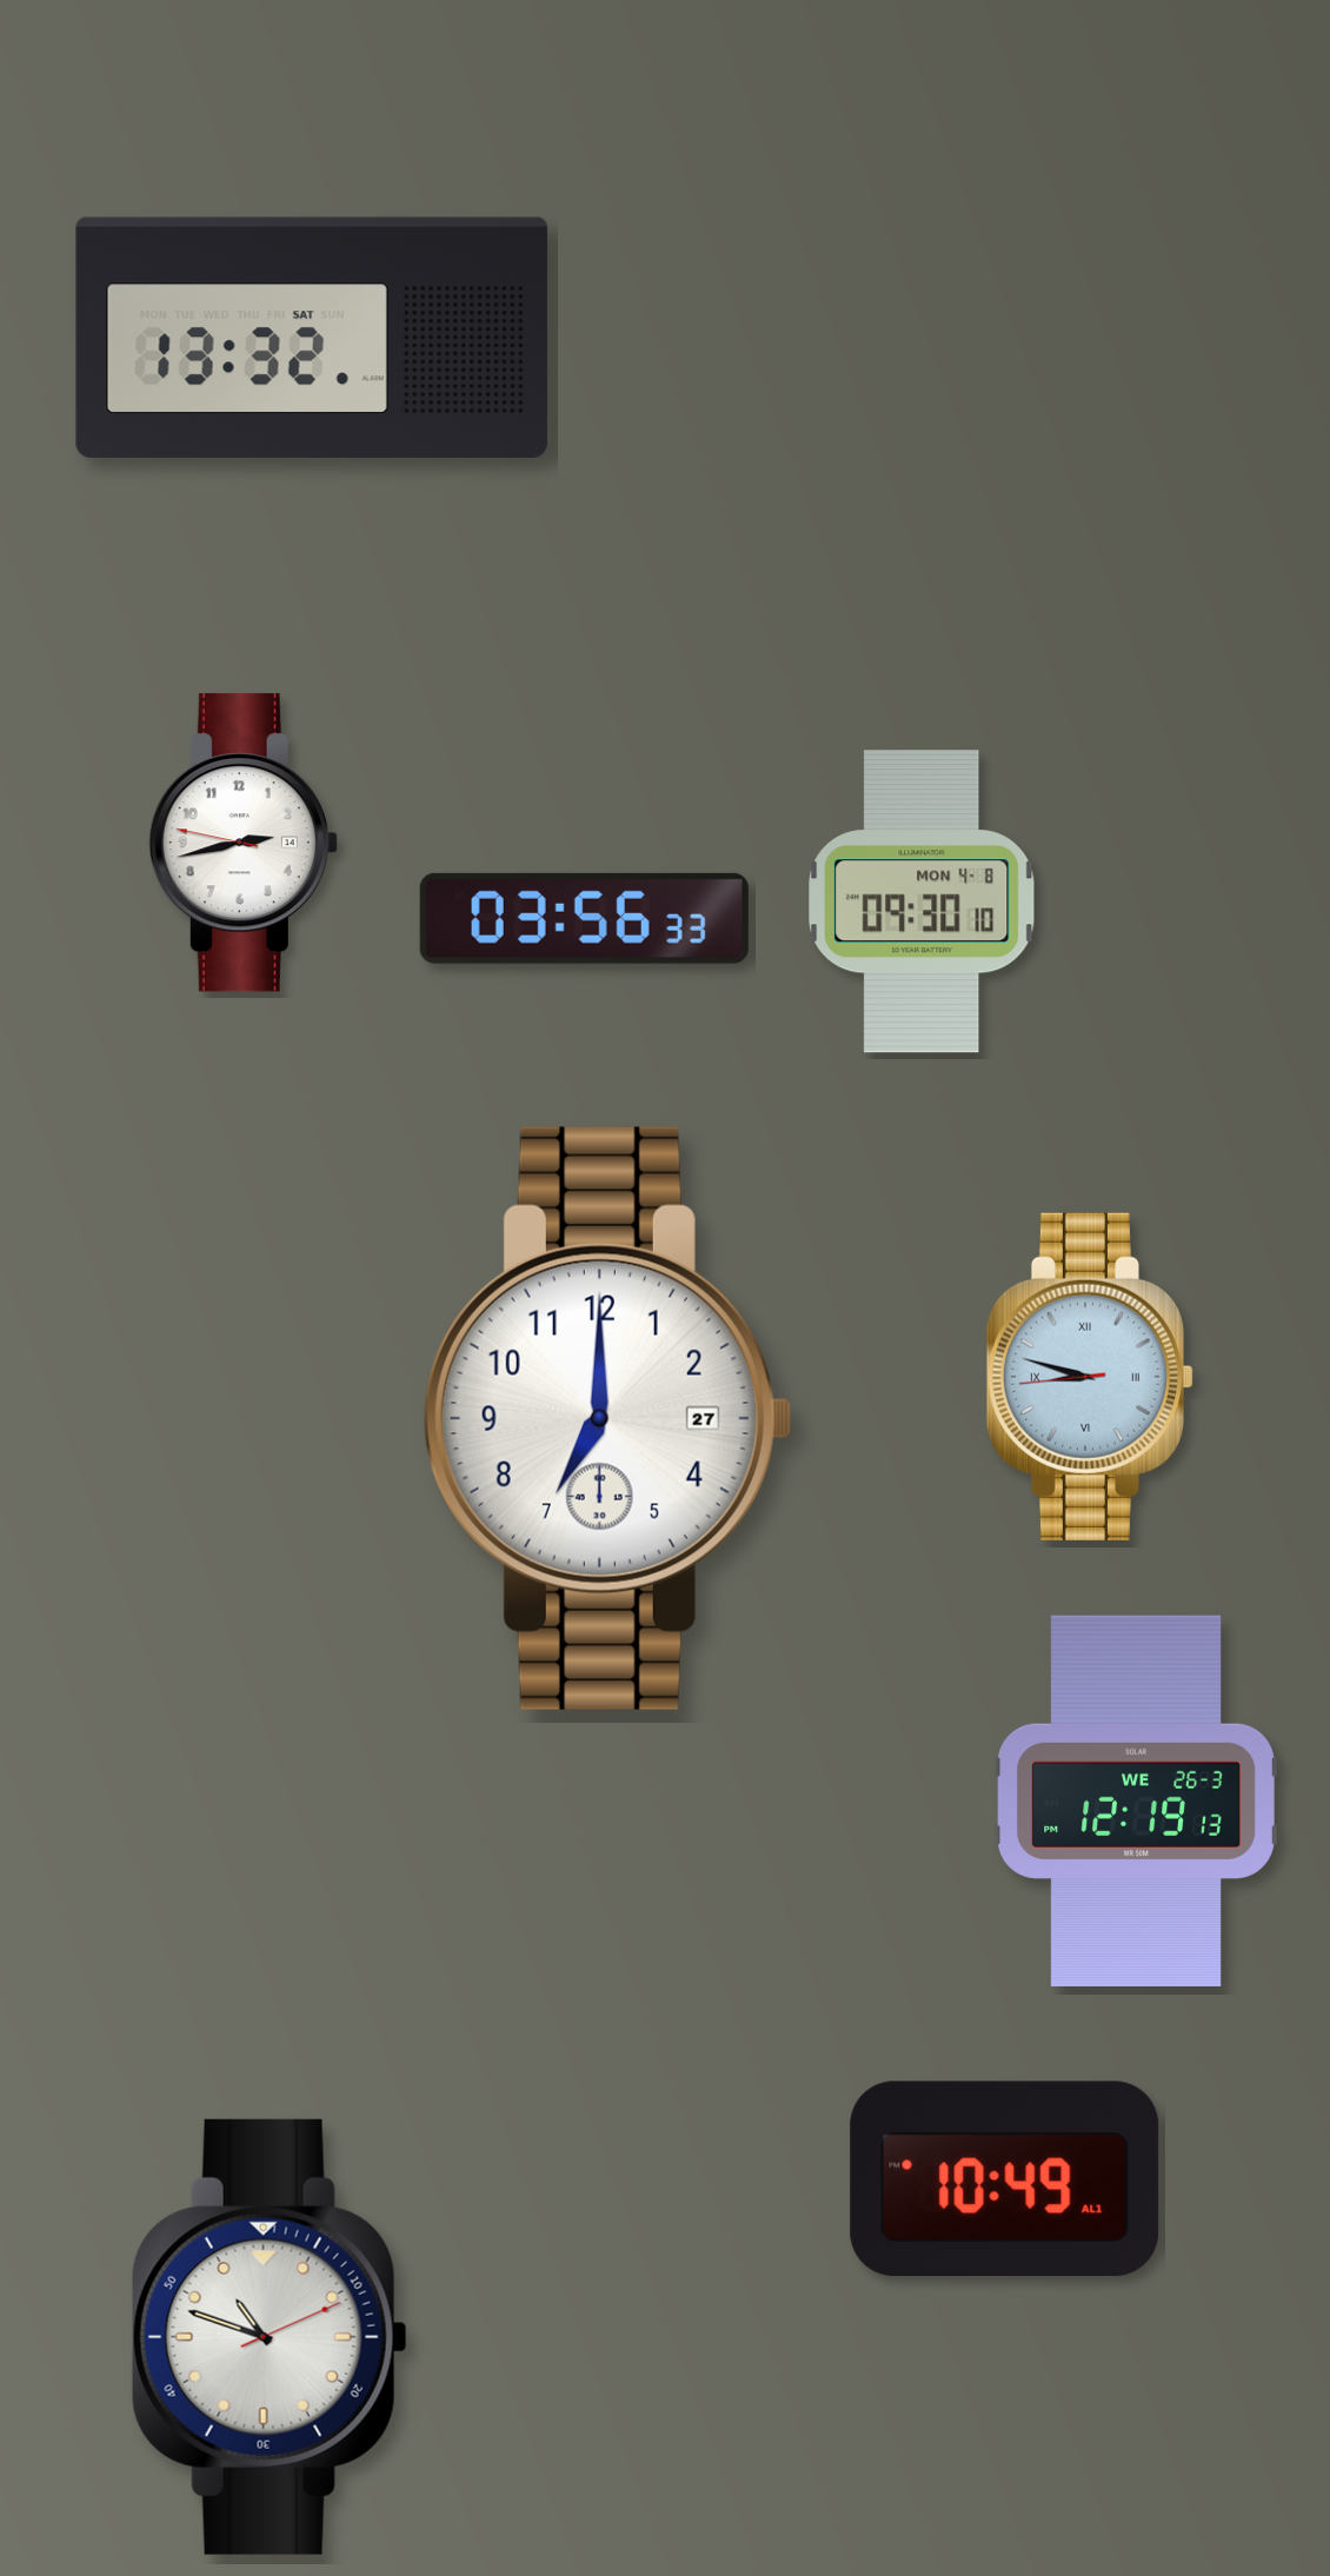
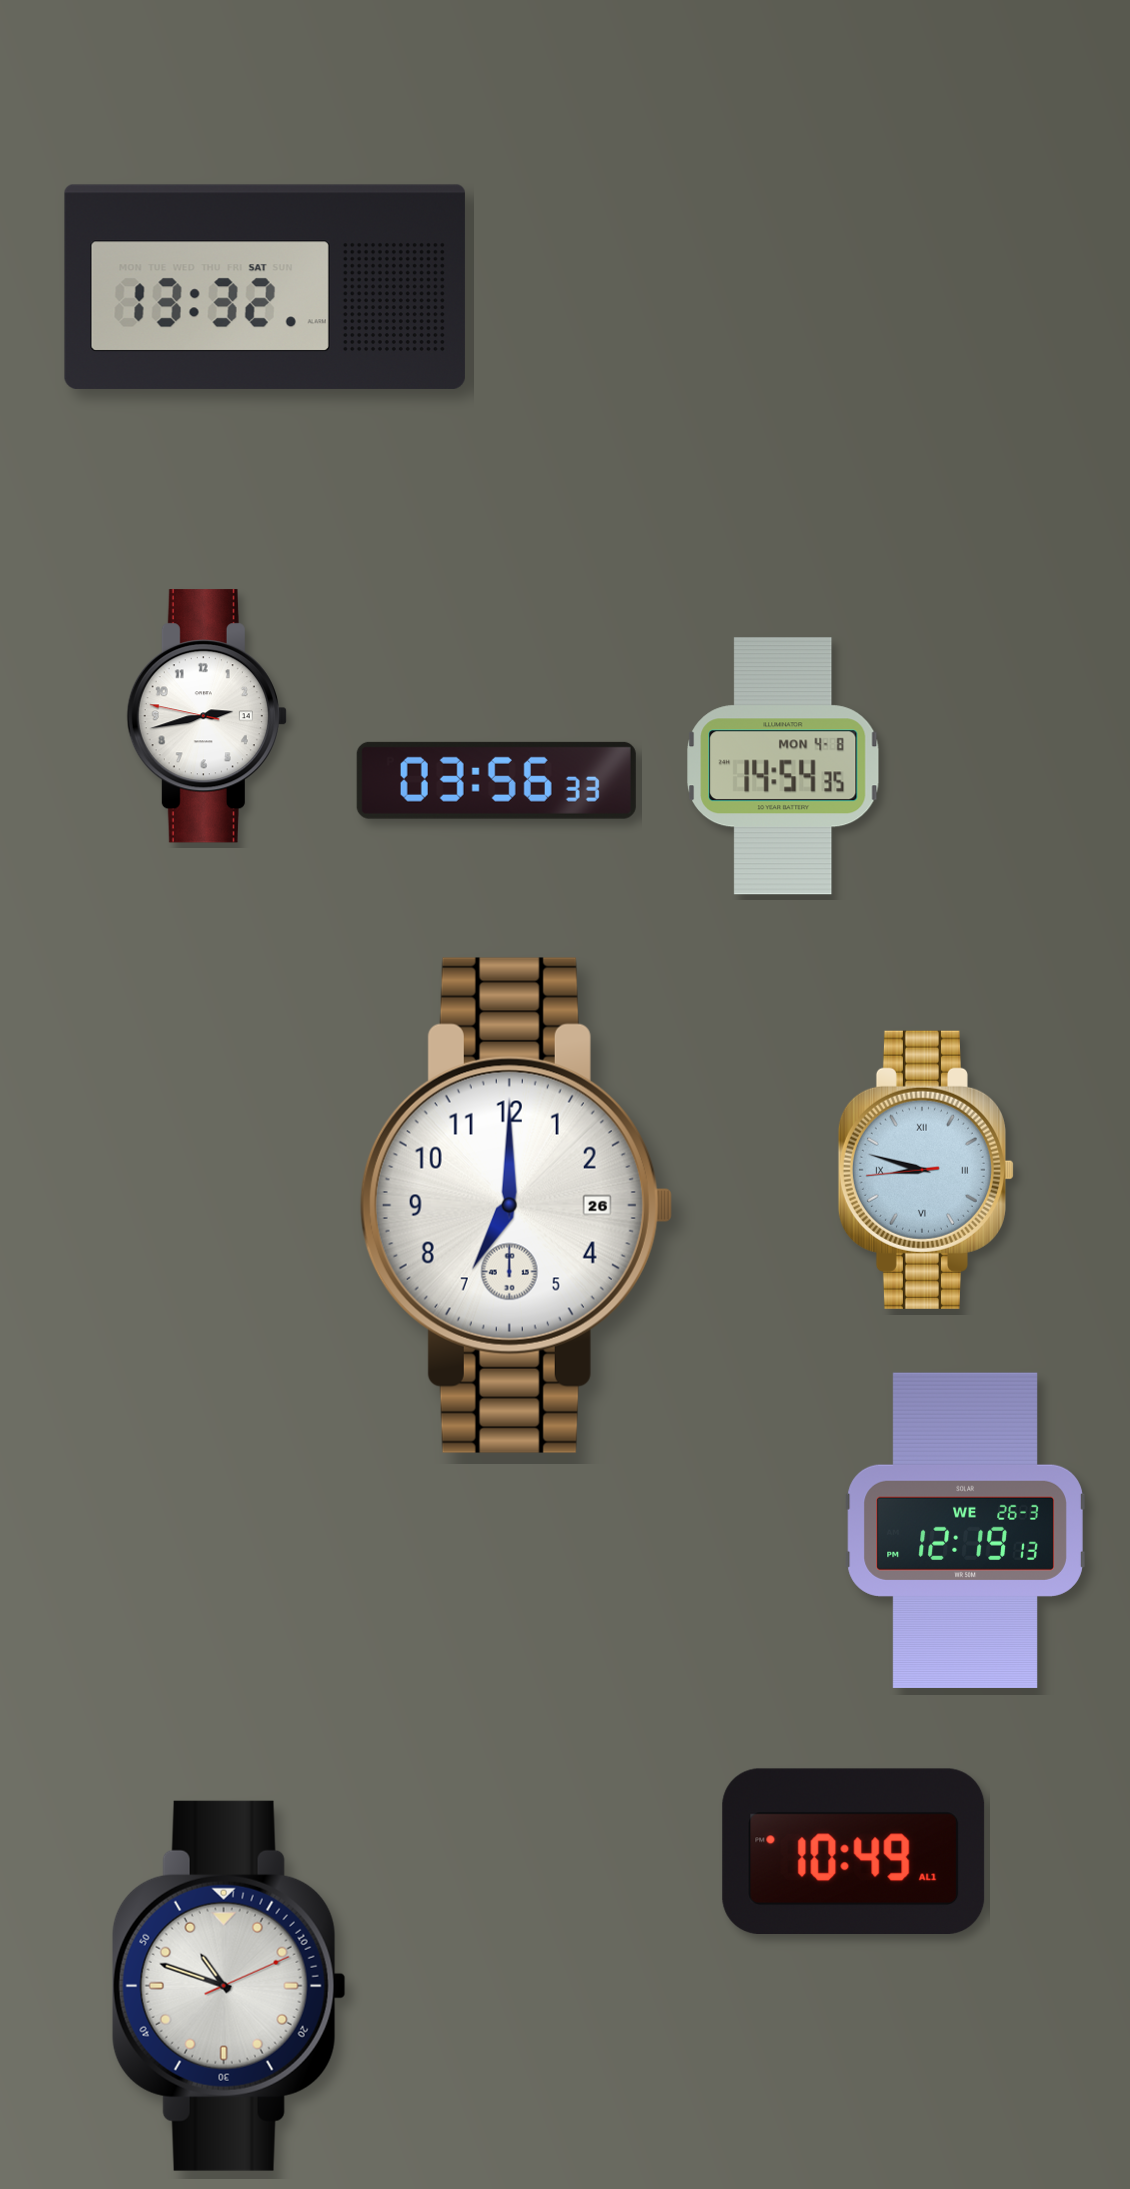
clock at (922, 901): 09:30 -> 14:54
clock at (607, 1418) date: 27 -> 26
